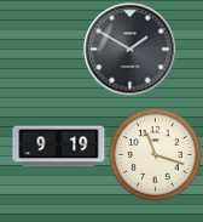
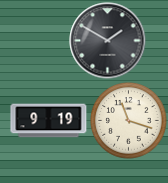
clock at (156, 155) position: (156, 155) -> (129, 121)
